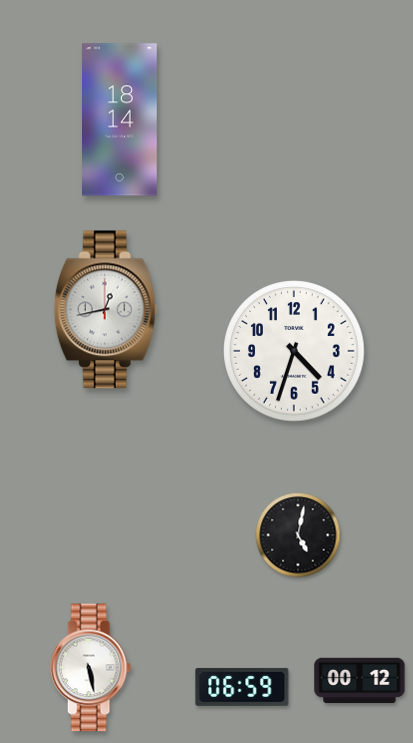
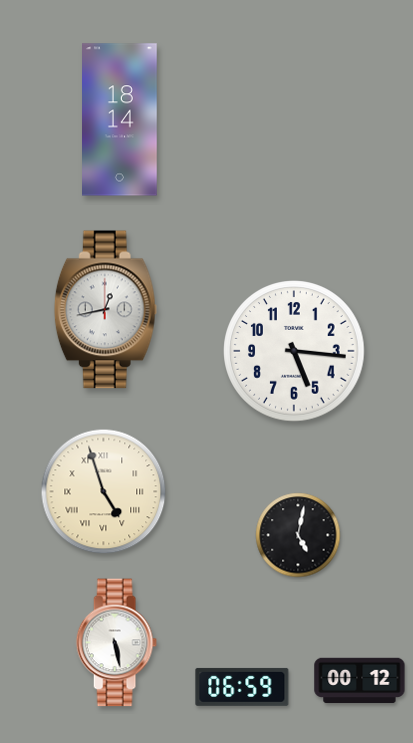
clock at (294, 351): 4:33 -> 5:16
clock at (104, 492): none -> 4:57
clock at (90, 668) position: (90, 668) -> (116, 643)
